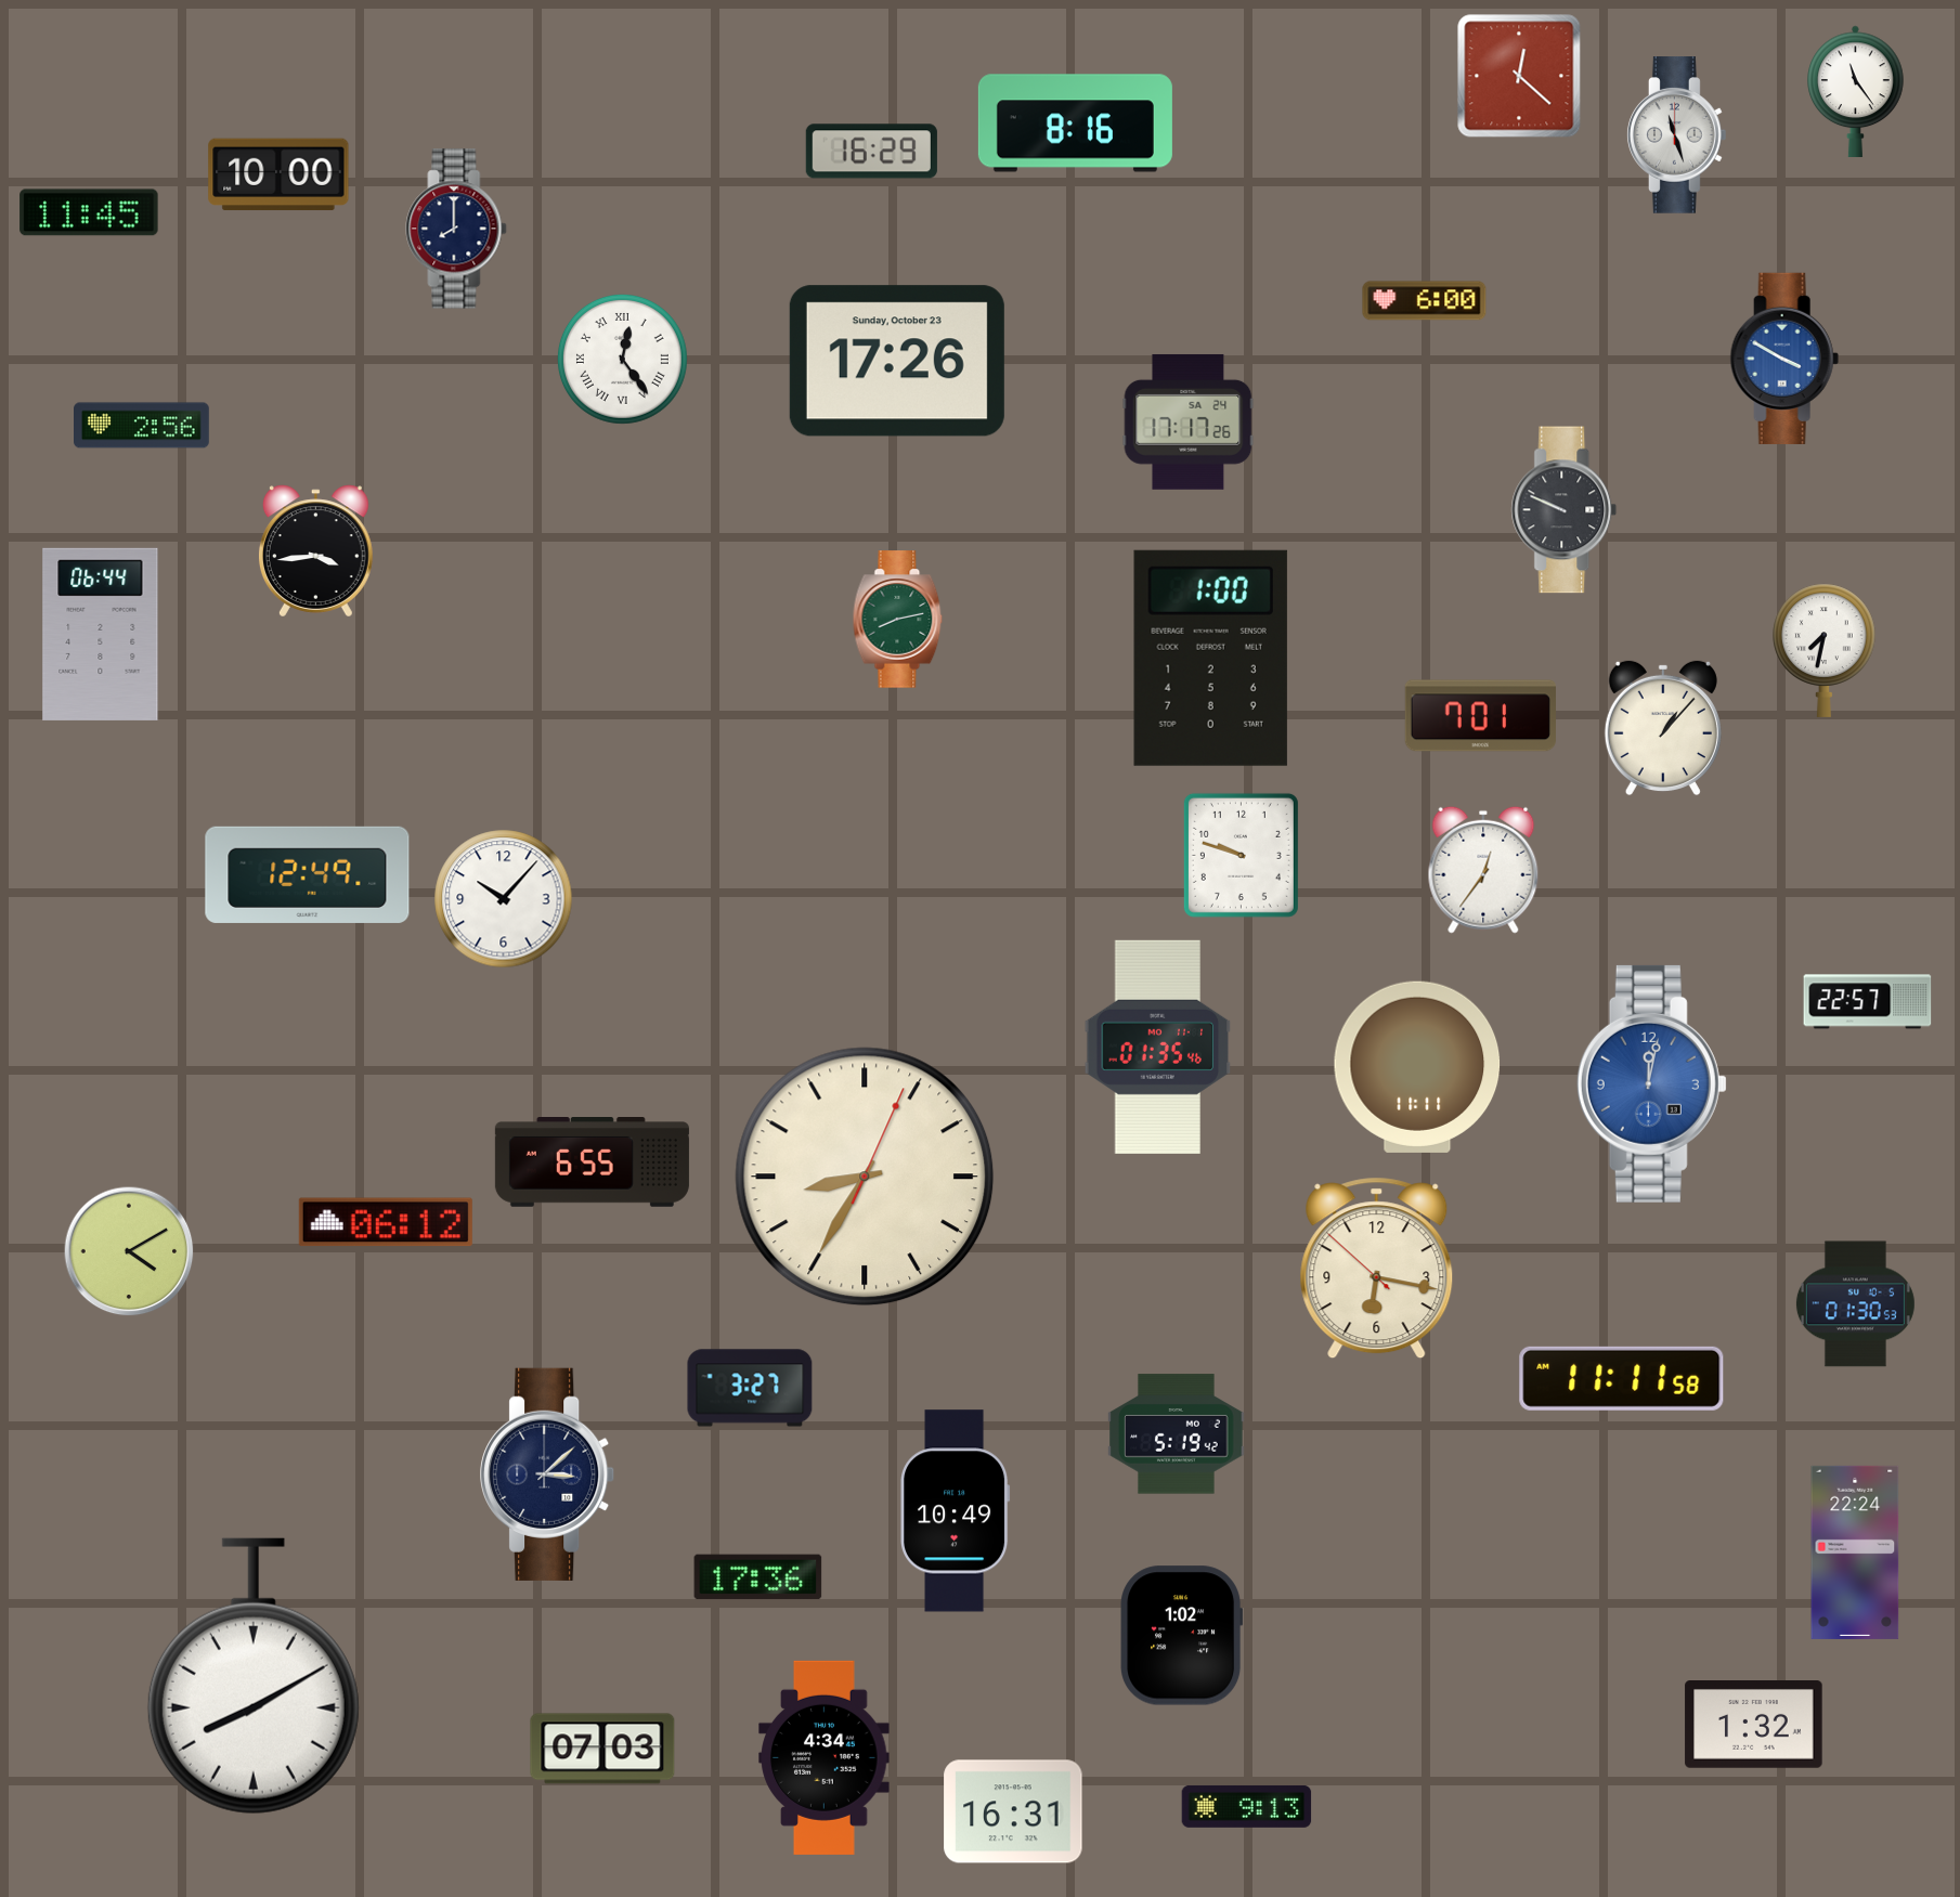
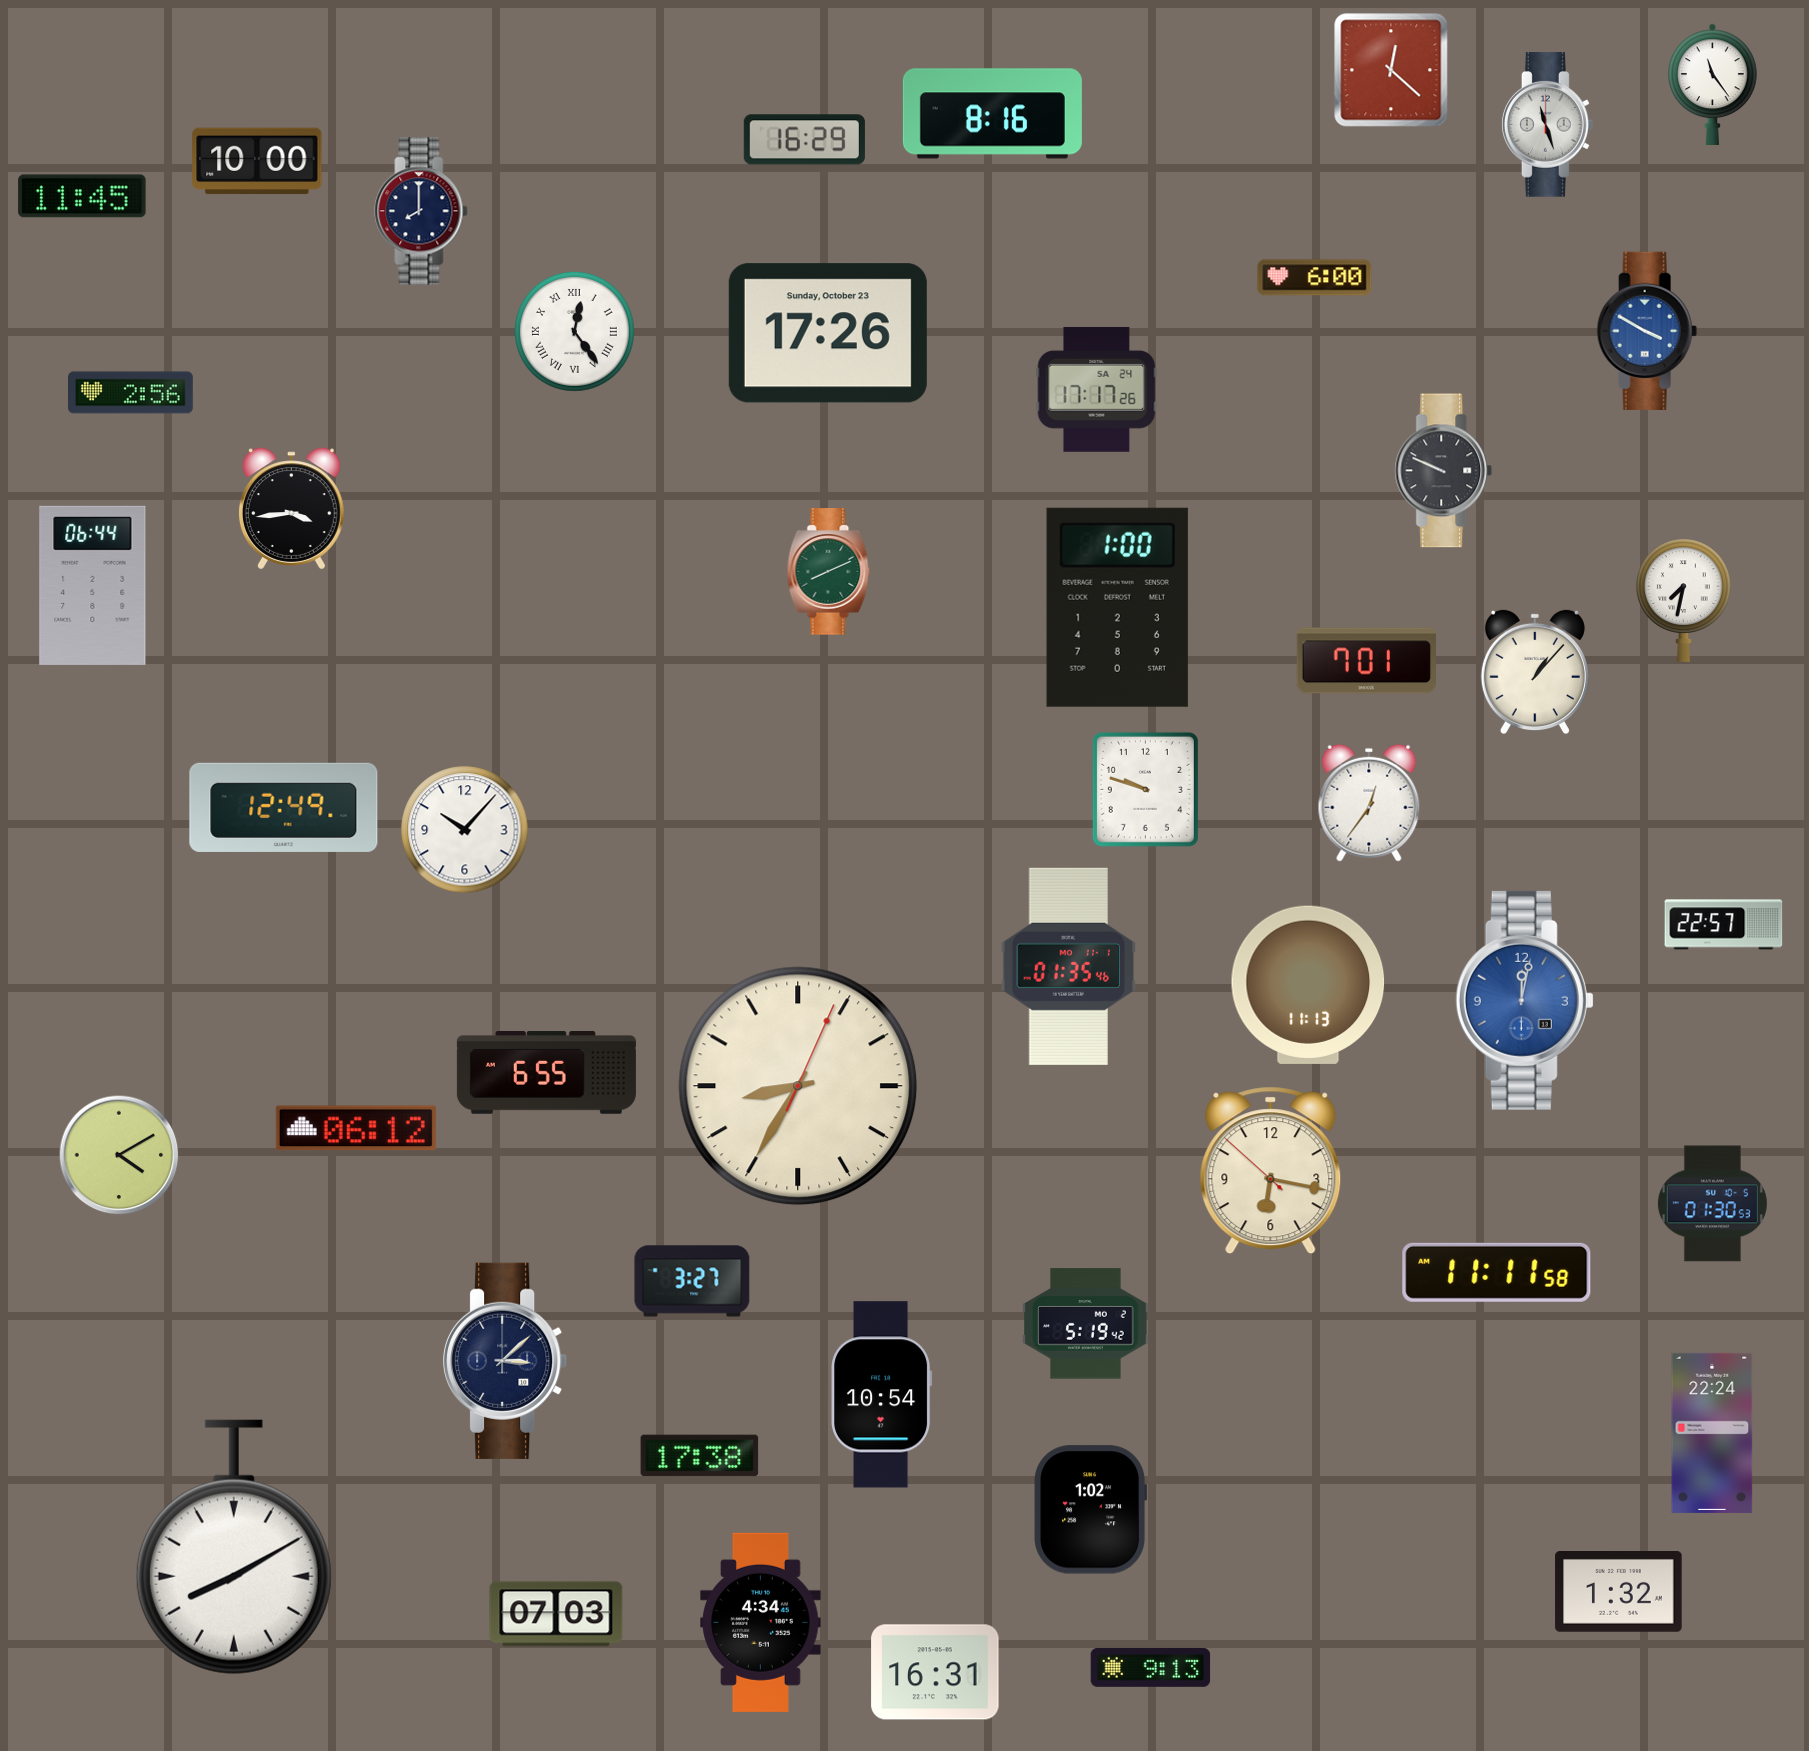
clock at (1519, 76) position: (1519, 76) -> (1391, 70)
clock at (898, 620): 8:13 -> 8:11
clock at (1417, 1067): 11:11 -> 11:13
clock at (956, 1511): 10:49 -> 10:54
clock at (758, 1577): 17:36 -> 17:38
